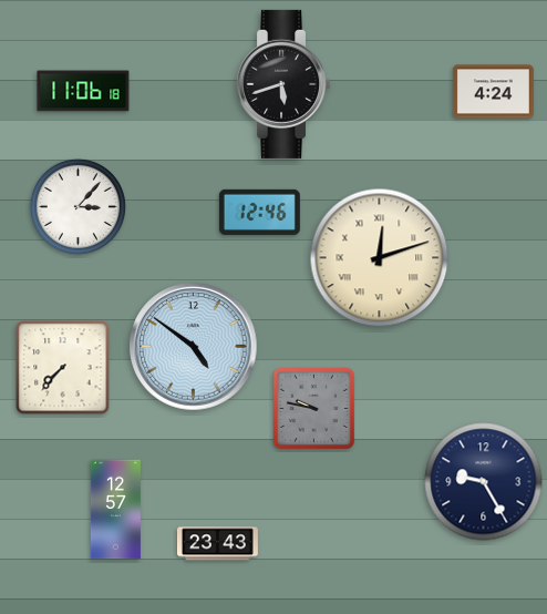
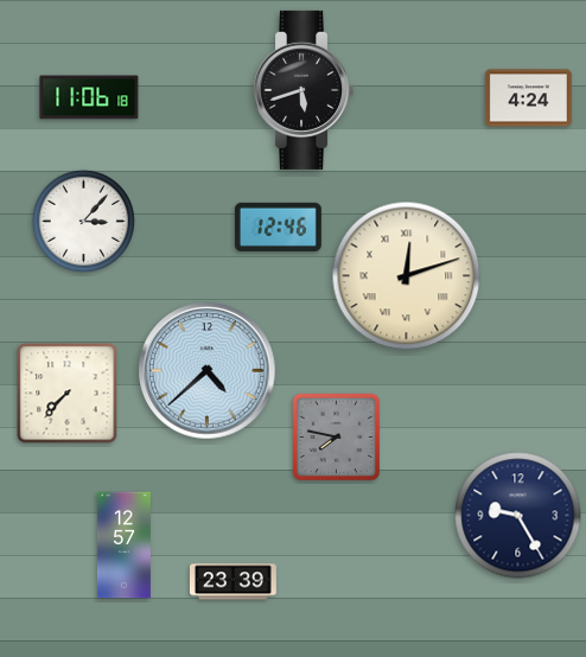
clock at (194, 347): 4:51 -> 4:38
clock at (313, 408): 9:47 -> 7:47
clock at (217, 544): 23:43 -> 23:39
